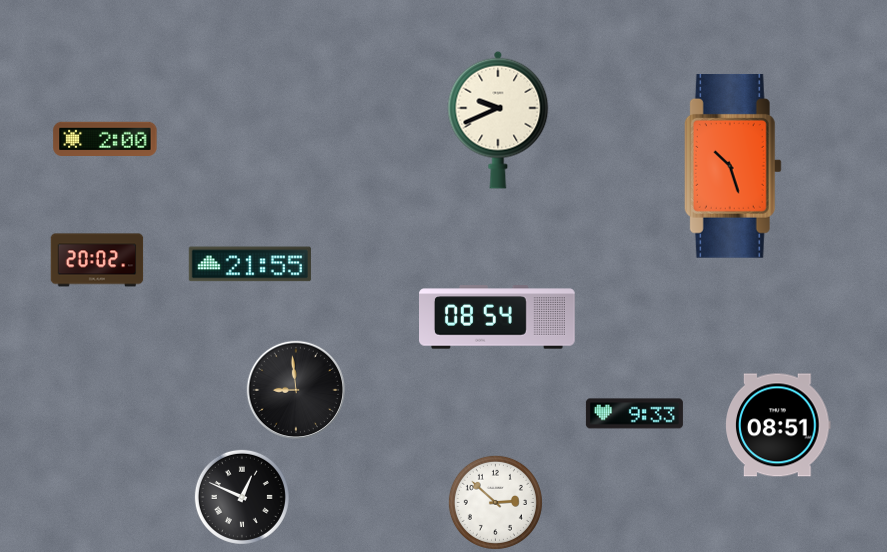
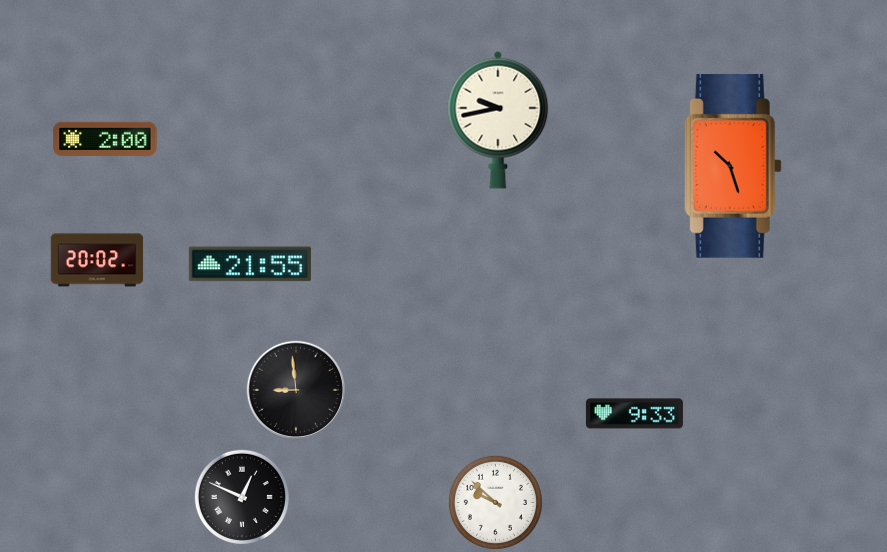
clock at (498, 120): 9:41 -> 9:43
clock at (498, 317): 08:54 -> none
clock at (778, 425): 08:51 -> none
clock at (495, 502): 2:52 -> 9:52
